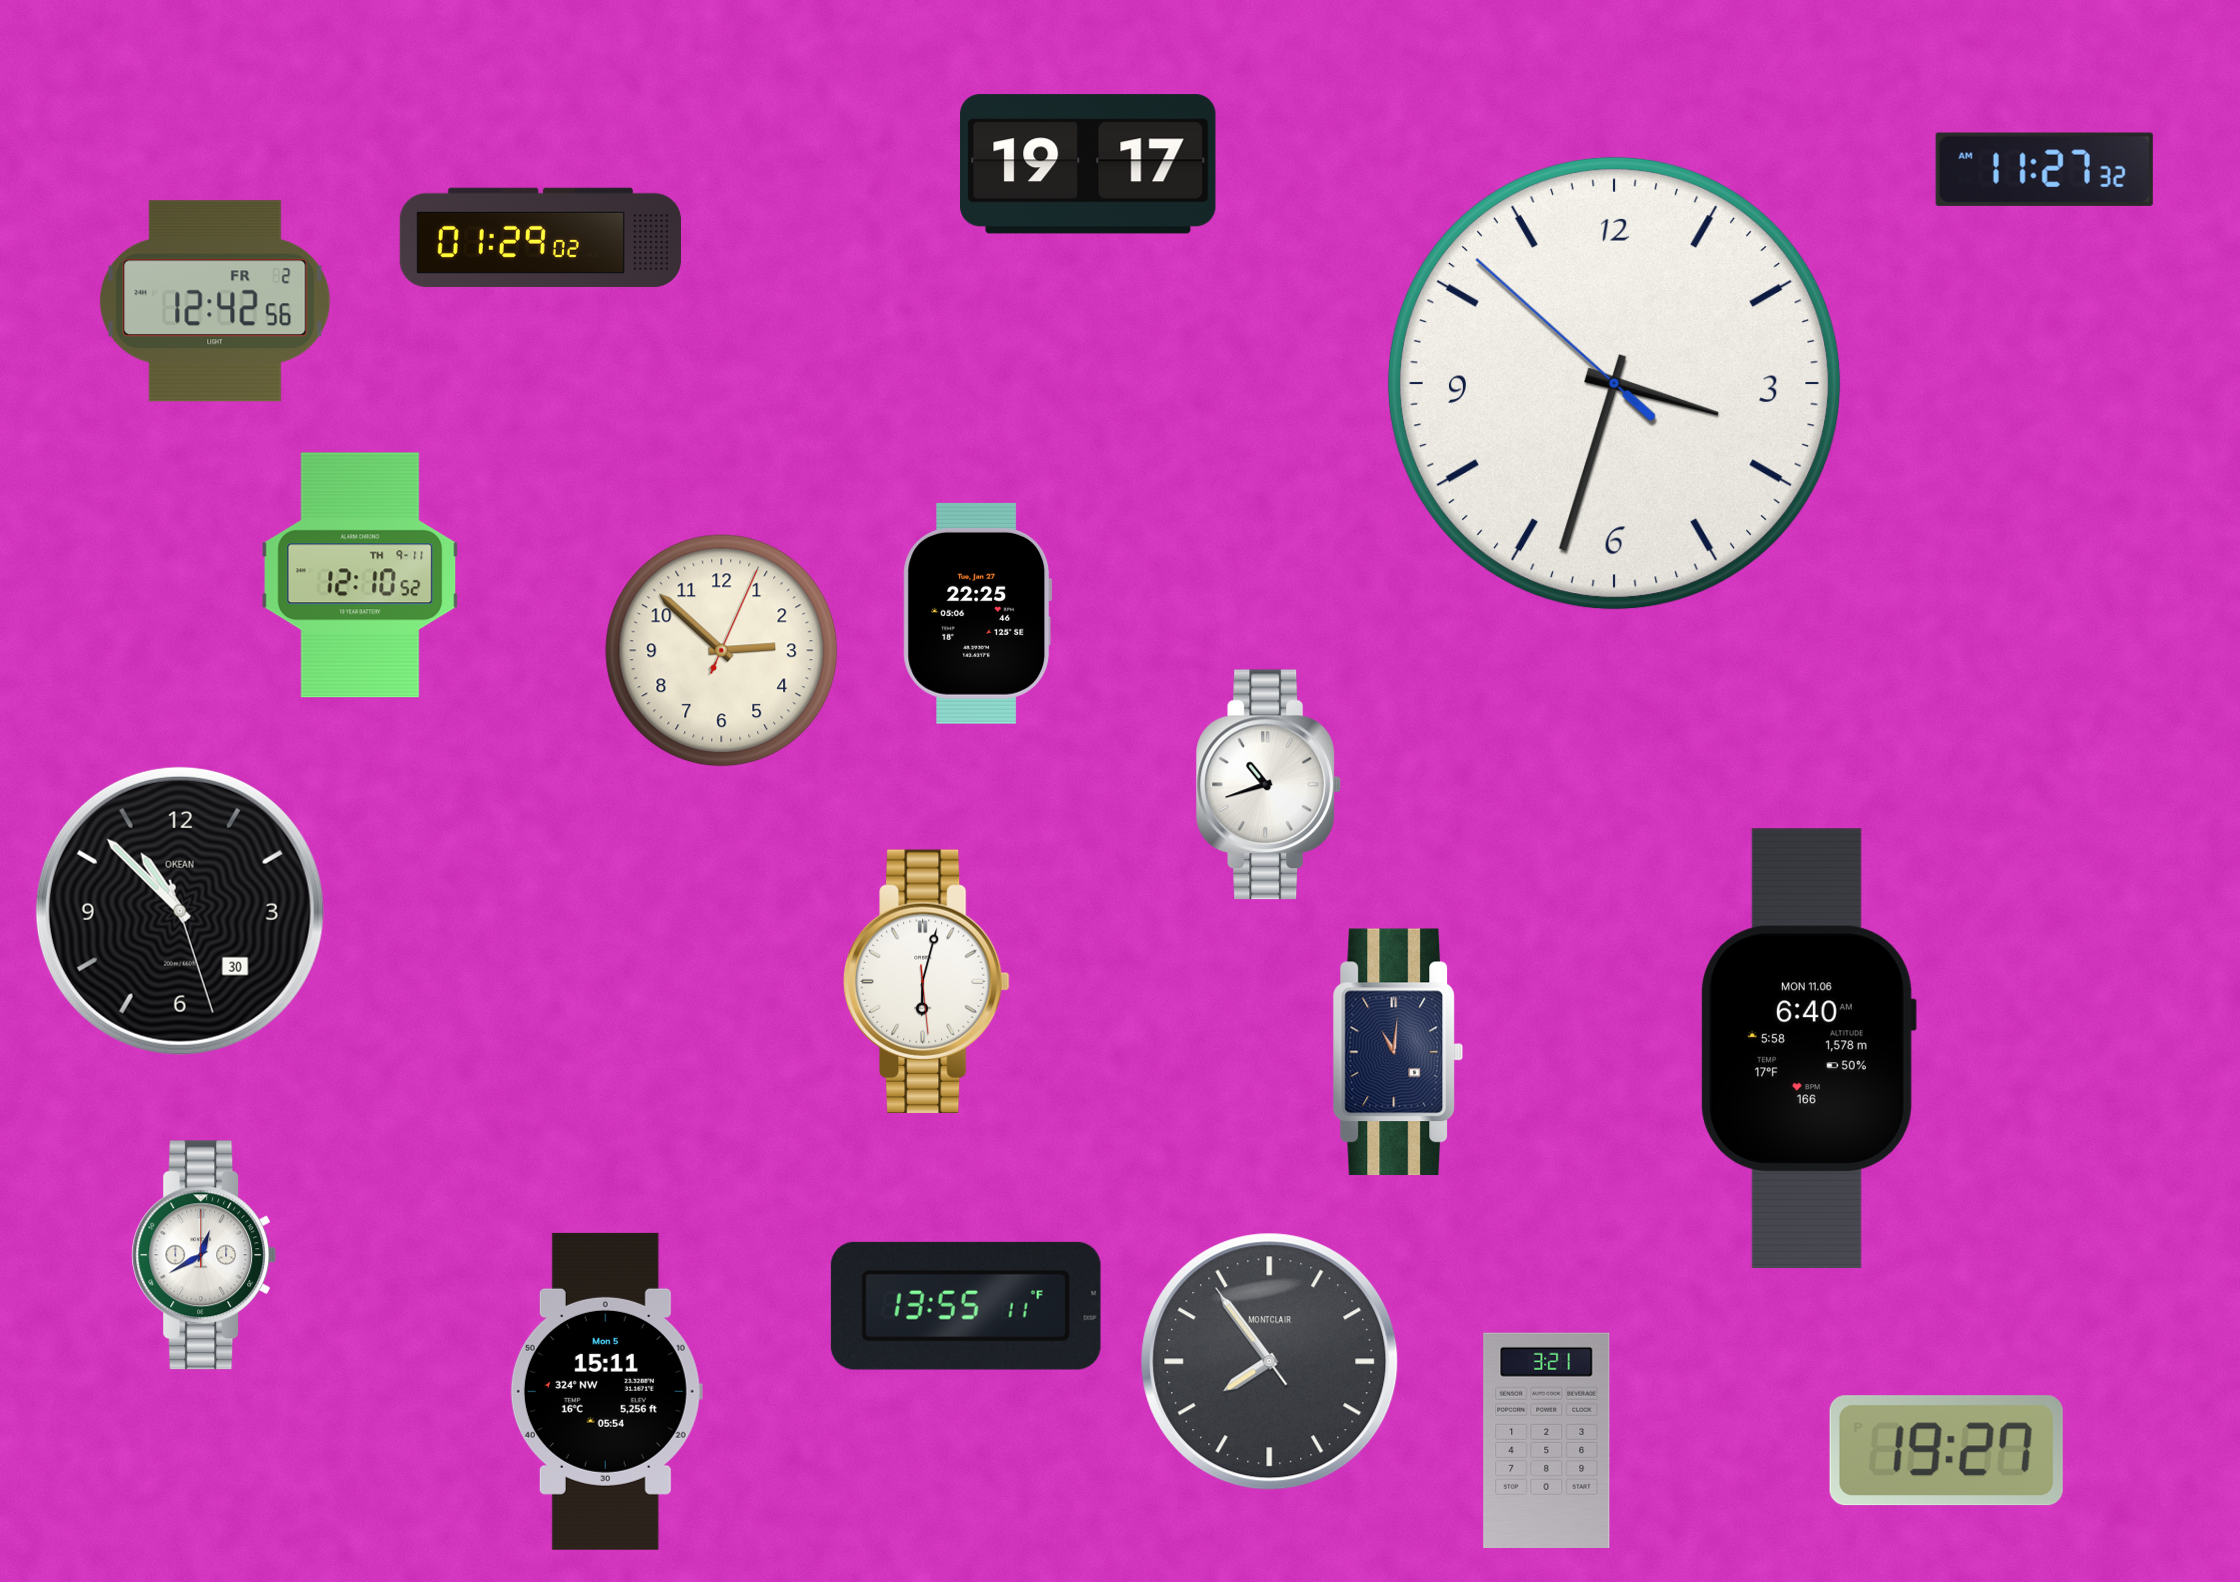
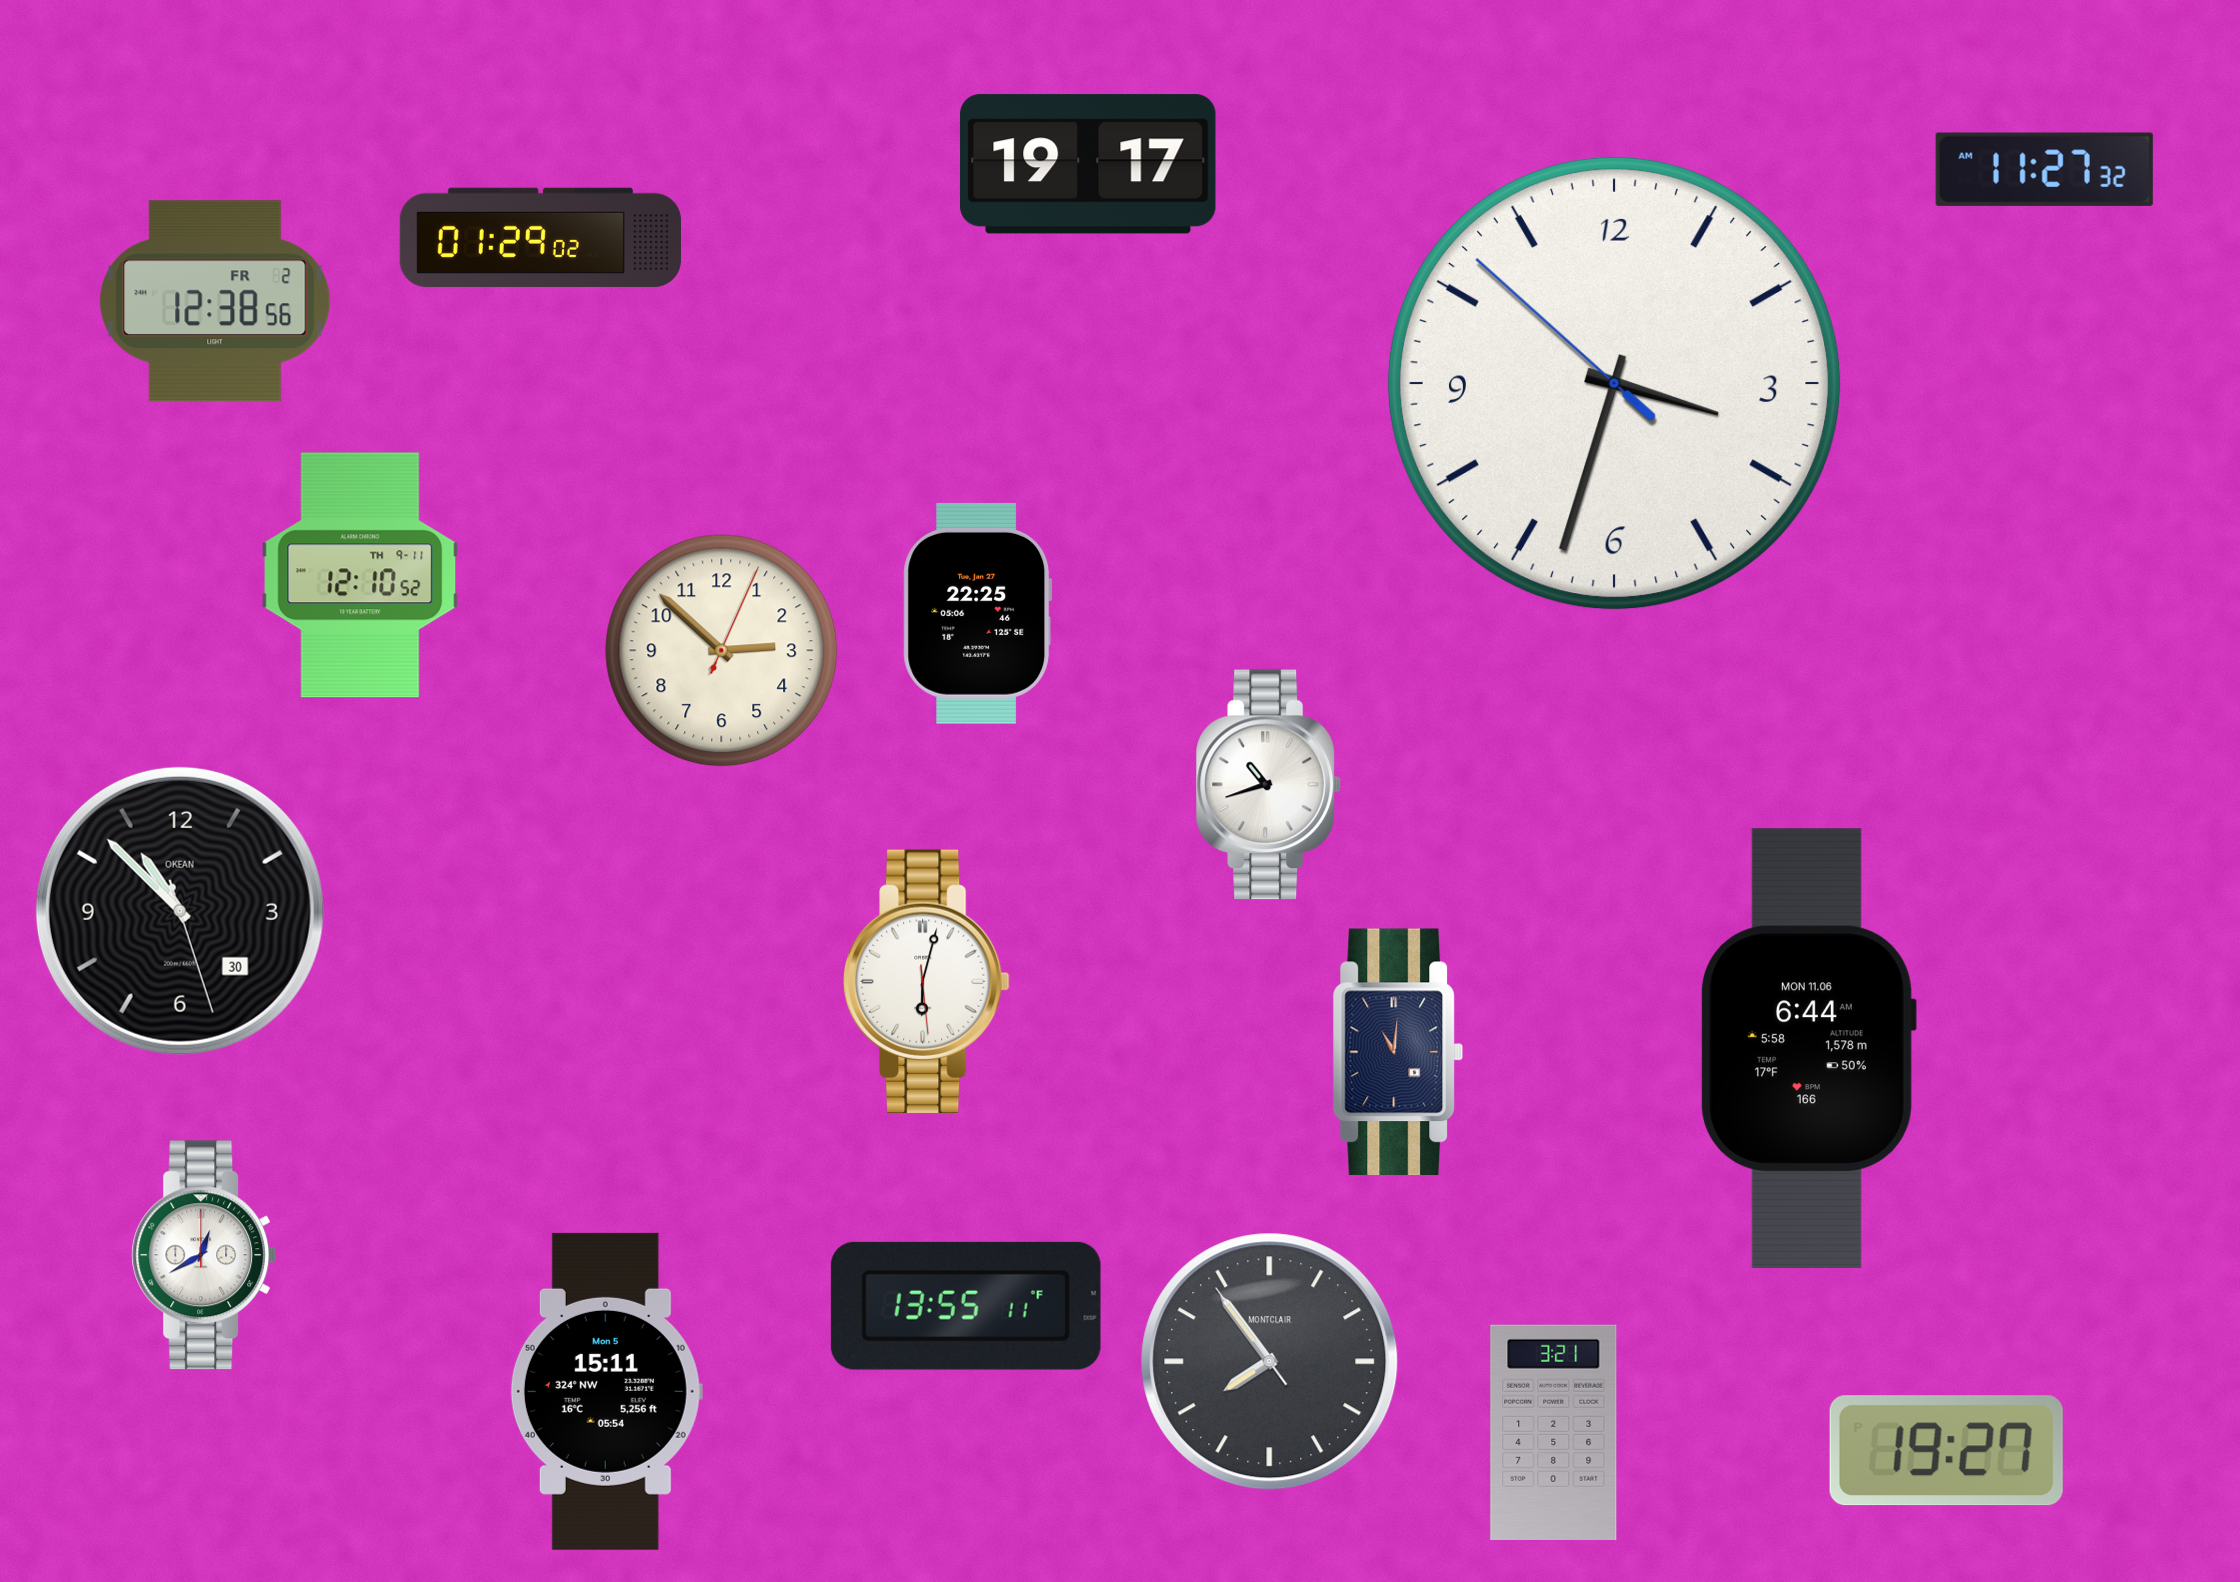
clock at (215, 301): 12:42 -> 12:38
clock at (1808, 1048): 6:40 -> 6:44
clock at (1547, 1440) position: (1547, 1440) -> (1554, 1432)
